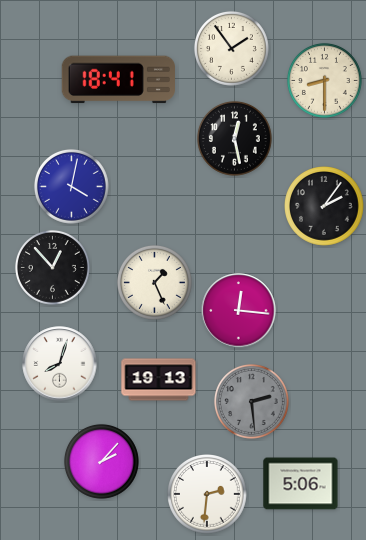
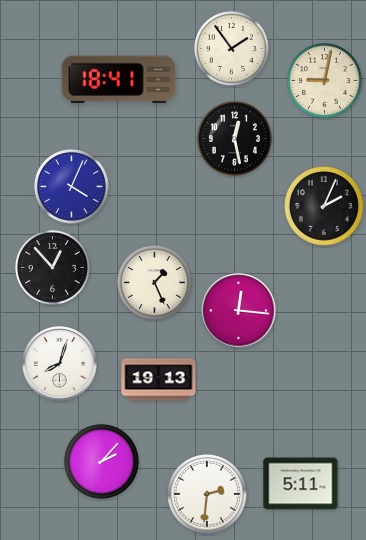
clock at (324, 80): 8:30 -> 9:02
clock at (71, 186): 4:02 -> 4:04
clock at (325, 207): 2:06 -> 2:04
clock at (251, 401): 2:29 -> none
clock at (301, 484): 5:06 -> 5:11
